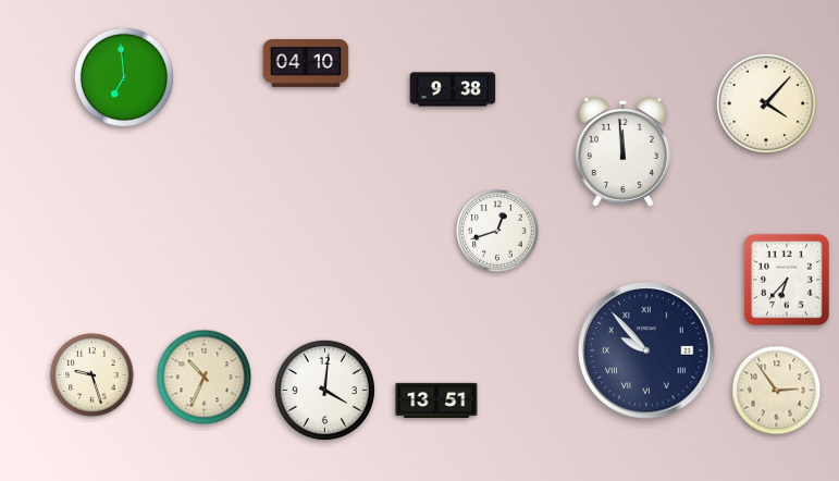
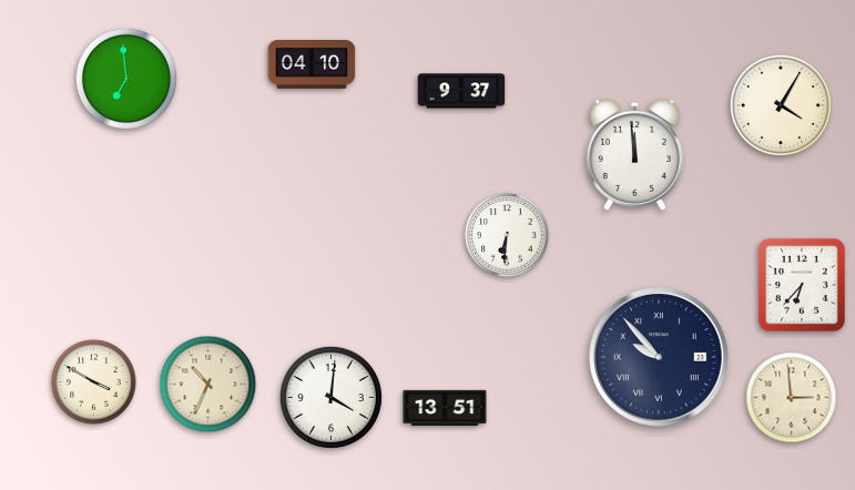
clock at (453, 89): 9:38 -> 9:37
clock at (766, 103): 4:07 -> 4:05
clock at (497, 231): 12:42 -> 6:31
clock at (92, 375): 9:27 -> 3:50
clock at (777, 391): 2:54 -> 2:59
